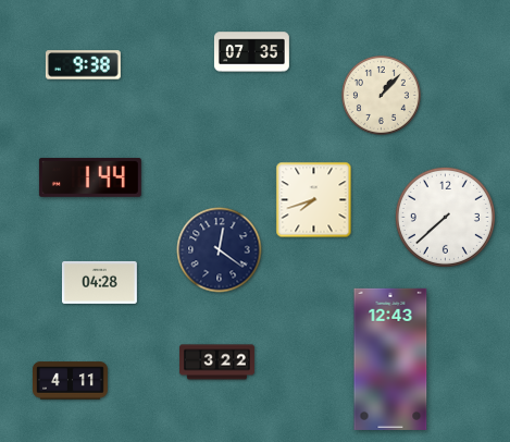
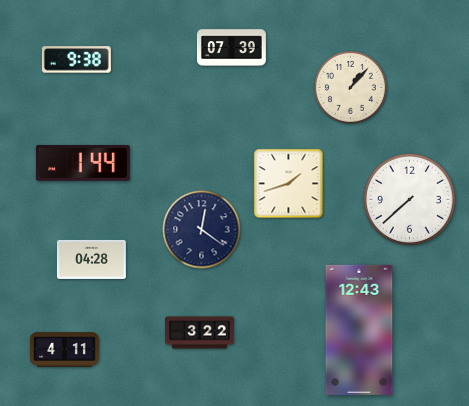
clock at (251, 52): 07:35 -> 07:39
clock at (314, 200): 7:42 -> 1:42
